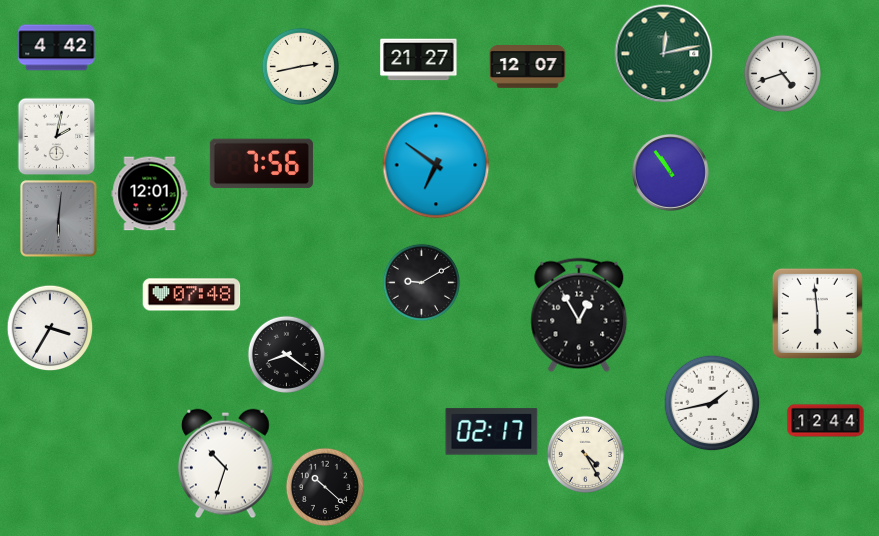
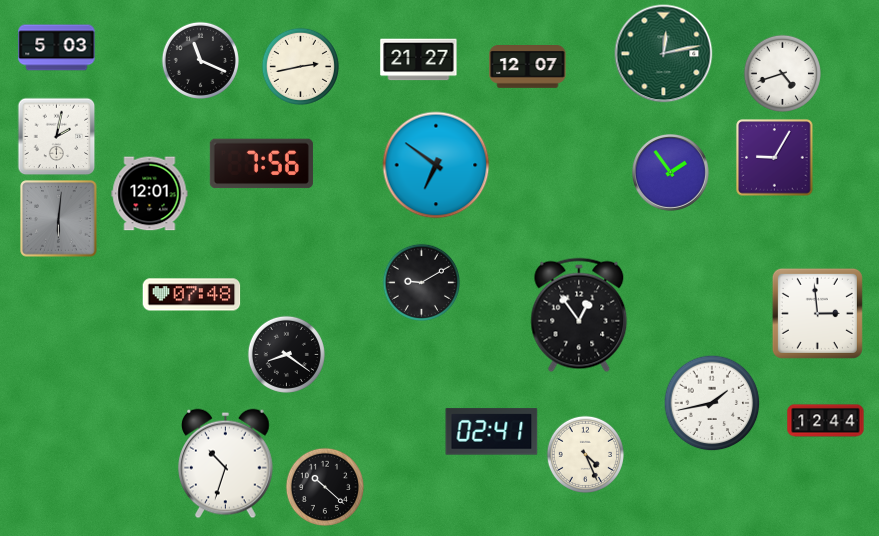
clock at (57, 48): 4:42 -> 5:03
clock at (200, 60): none -> 11:19
clock at (775, 158): none -> 9:05
clock at (671, 173): 10:54 -> 1:54
clock at (817, 313): 5:59 -> 2:59
clock at (579, 315): 12:55 -> 12:54
clock at (50, 328): 3:35 -> none
clock at (492, 432): 02:17 -> 02:41
clock at (585, 454): 4:25 -> 4:26
